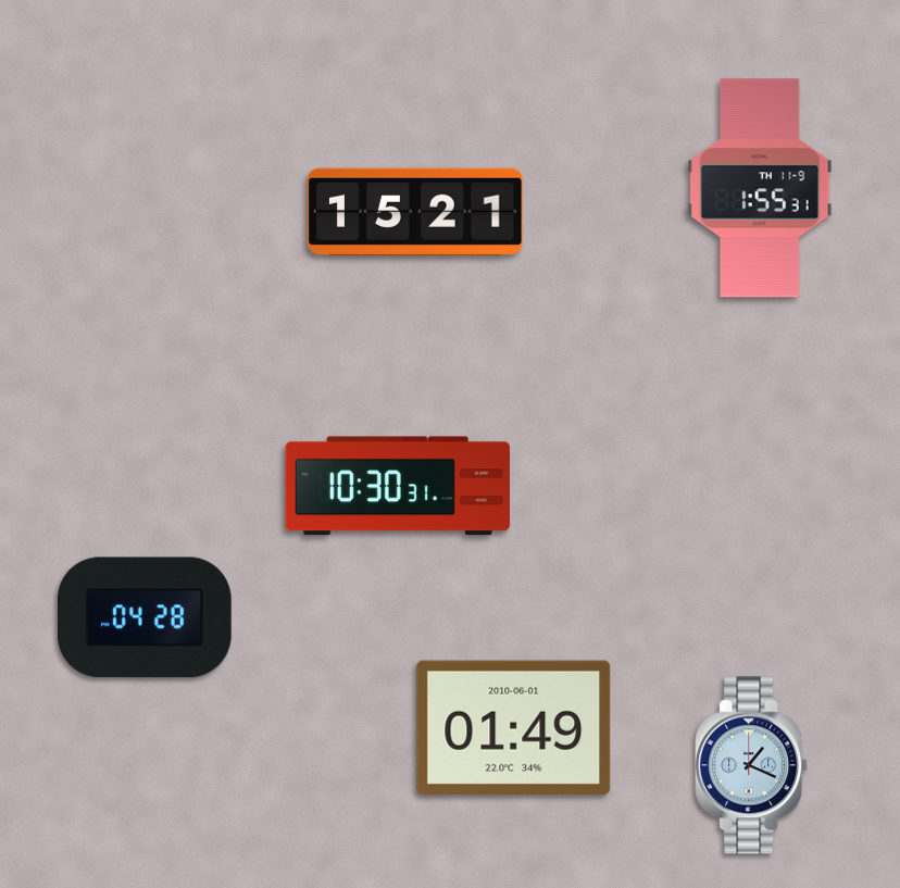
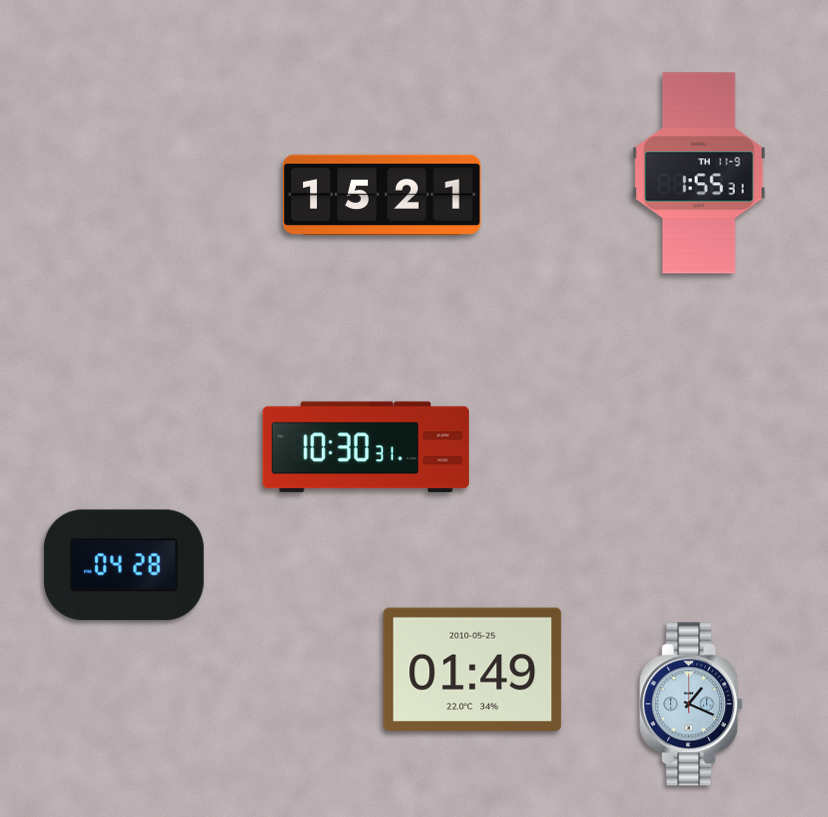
clock at (146, 617) position: (146, 617) -> (125, 565)
clock at (514, 727) date: 2010-06-01 -> 2010-05-25
